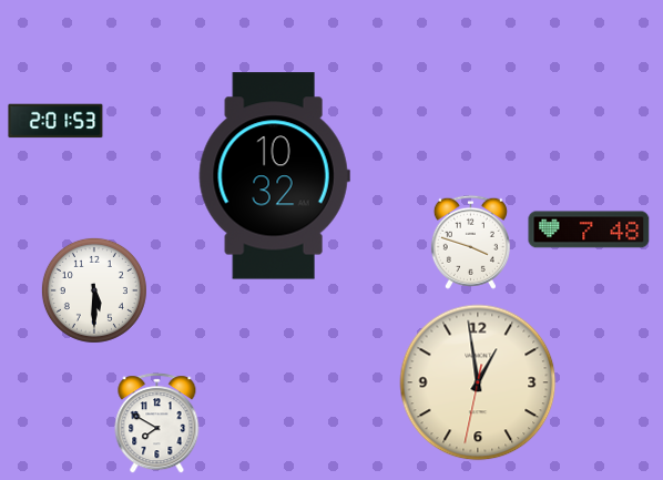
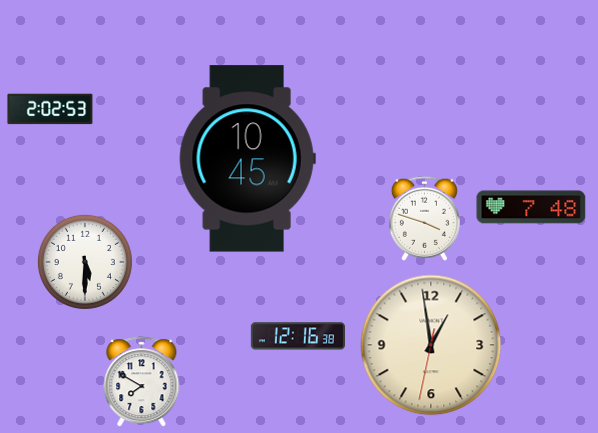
clock at (55, 121): 2:01 -> 2:02
clock at (274, 176): 10:32 -> 10:45
clock at (298, 336): none -> 12:16
